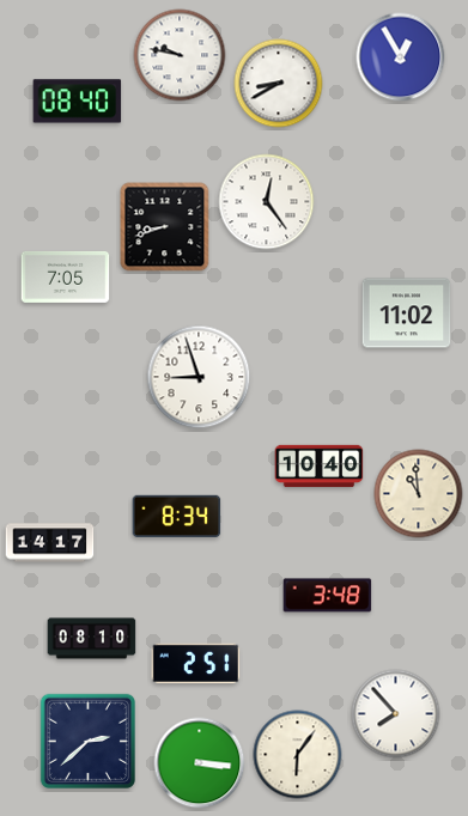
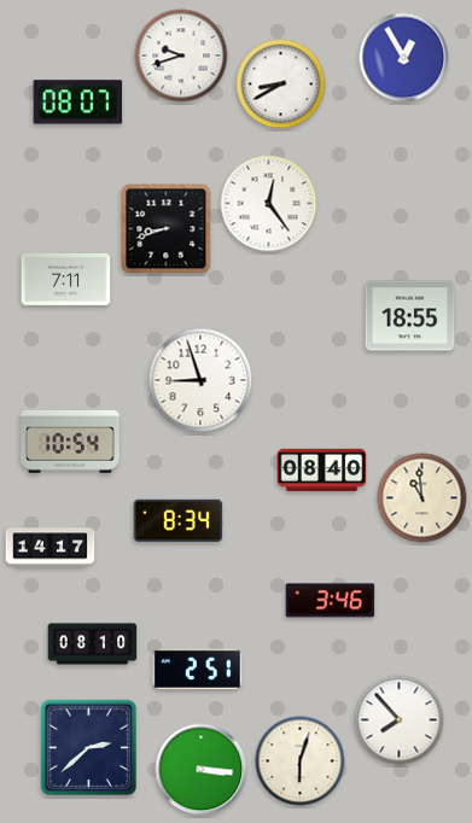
clock at (180, 55): 9:47 -> 9:42
clock at (78, 102): 08:40 -> 08:07
clock at (66, 276): 7:05 -> 7:11
clock at (407, 313): 11:02 -> 18:55
clock at (70, 442): none -> 10:54
clock at (320, 467): 10:40 -> 08:40
clock at (328, 596): 3:48 -> 3:46
clock at (298, 755): 6:06 -> 6:03
